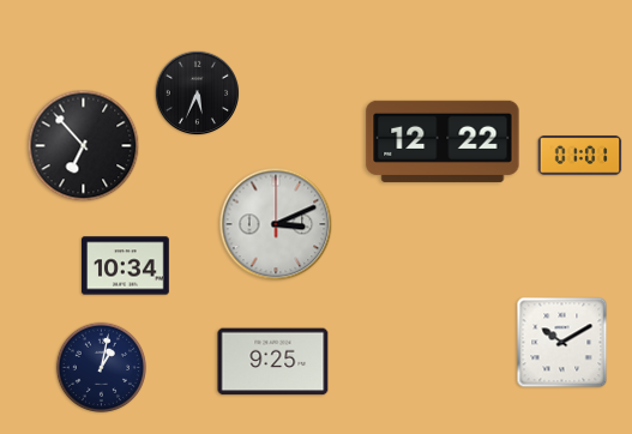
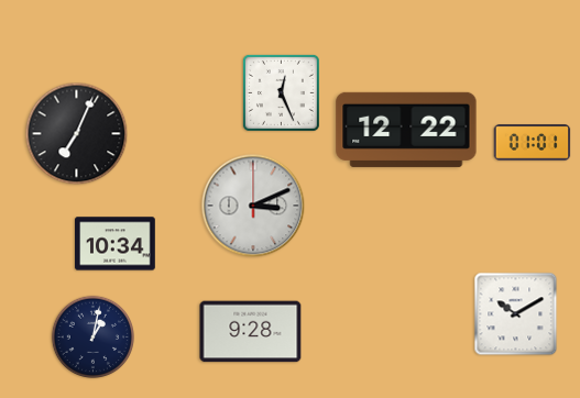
clock at (198, 94): 5:34 -> none
clock at (281, 92): none -> 12:26
clock at (84, 146): 6:53 -> 7:04
clock at (273, 362): 9:25 -> 9:28
